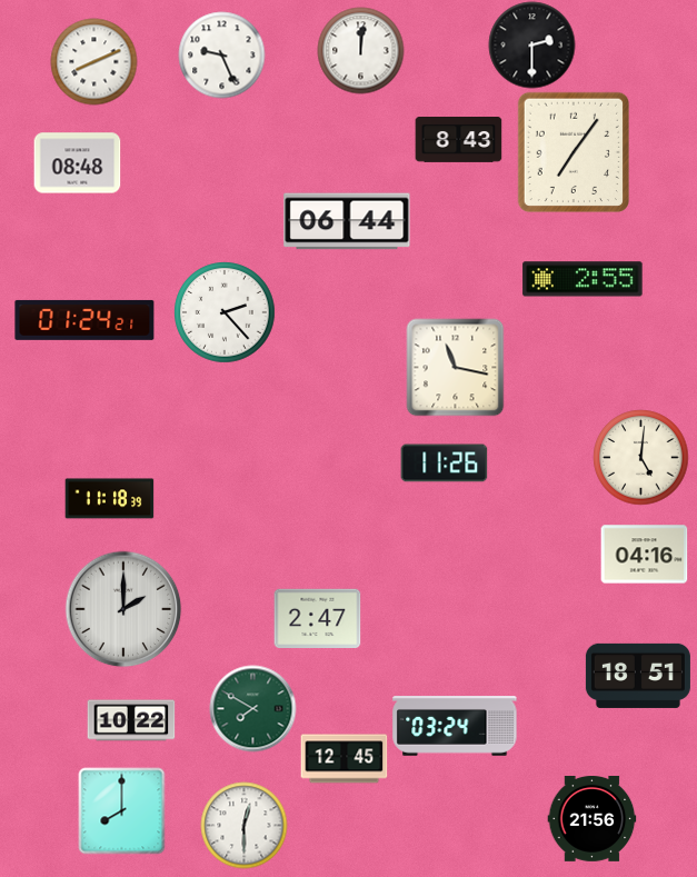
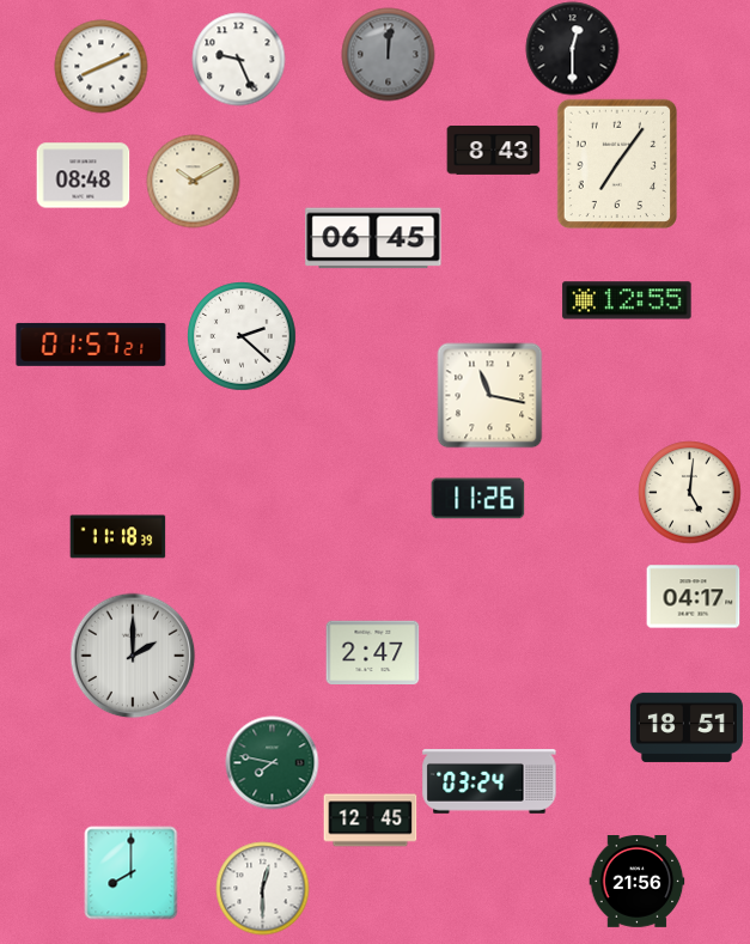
clock at (531, 44): 2:30 -> 12:30
clock at (360, 50) dial: white -> grey
clock at (193, 181): none -> 10:10
clock at (347, 221): 06:44 -> 06:45
clock at (583, 279): 2:55 -> 12:55
clock at (225, 312): 2:23 -> 2:22
clock at (84, 320): 01:24 -> 01:57
clock at (644, 555): 04:16 -> 04:17
clock at (317, 619) position: (317, 619) -> (372, 653)
clock at (252, 708): 7:50 -> 7:47
clock at (131, 720): 10:22 -> none
clock at (343, 759) position: (343, 759) -> (370, 821)
